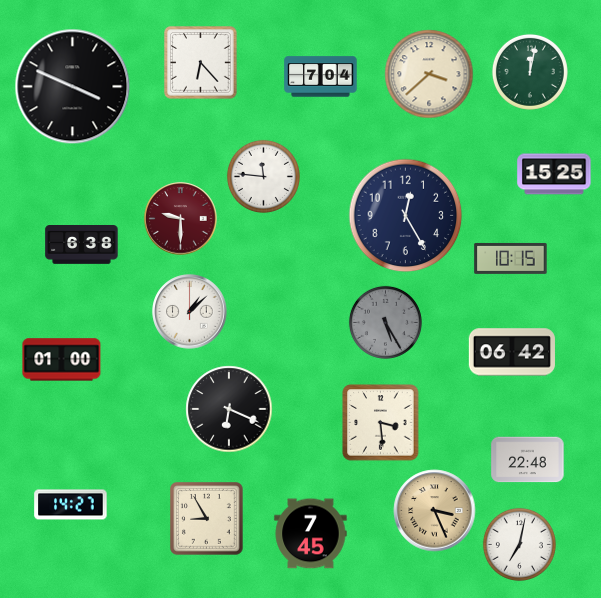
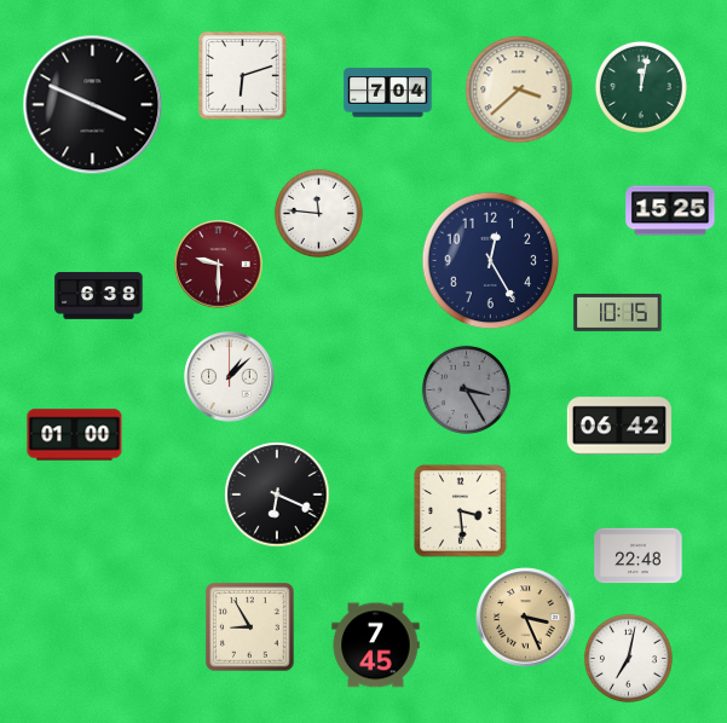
clock at (201, 63): 6:23 -> 6:12
clock at (73, 87) position: (73, 87) -> (93, 105)
clock at (385, 322): 5:25 -> 3:25
clock at (71, 505): 14:27 -> none
